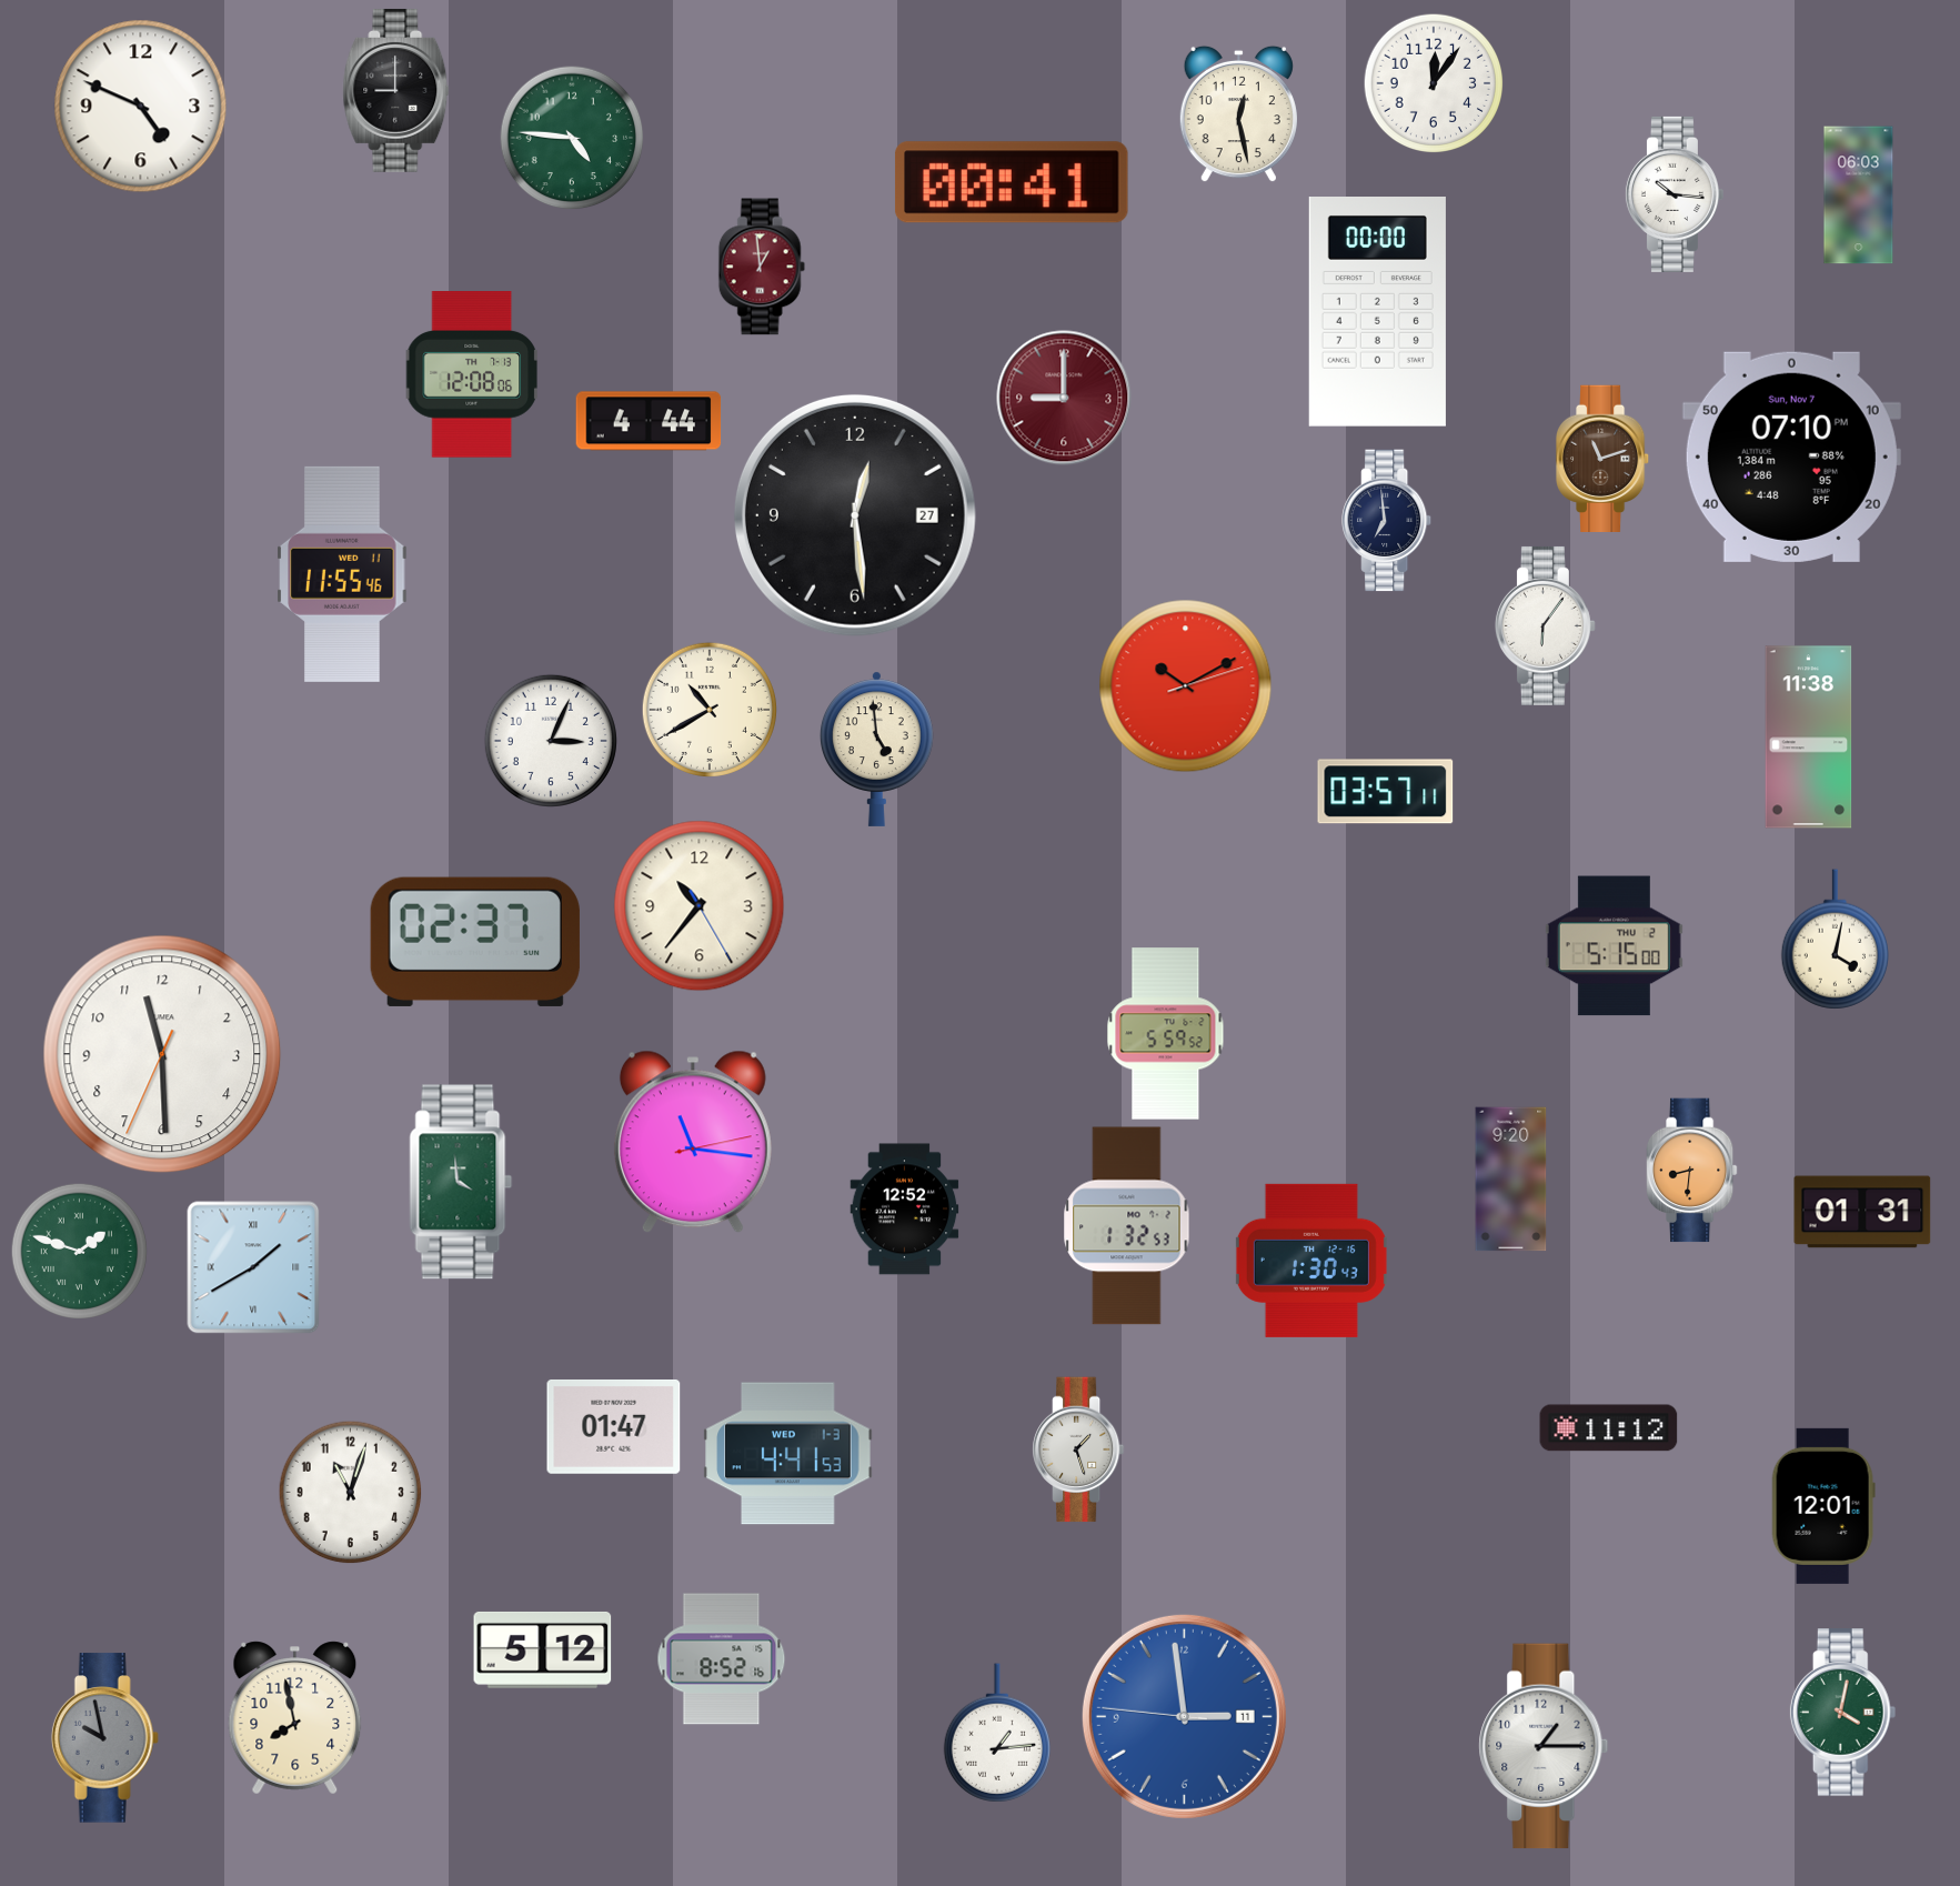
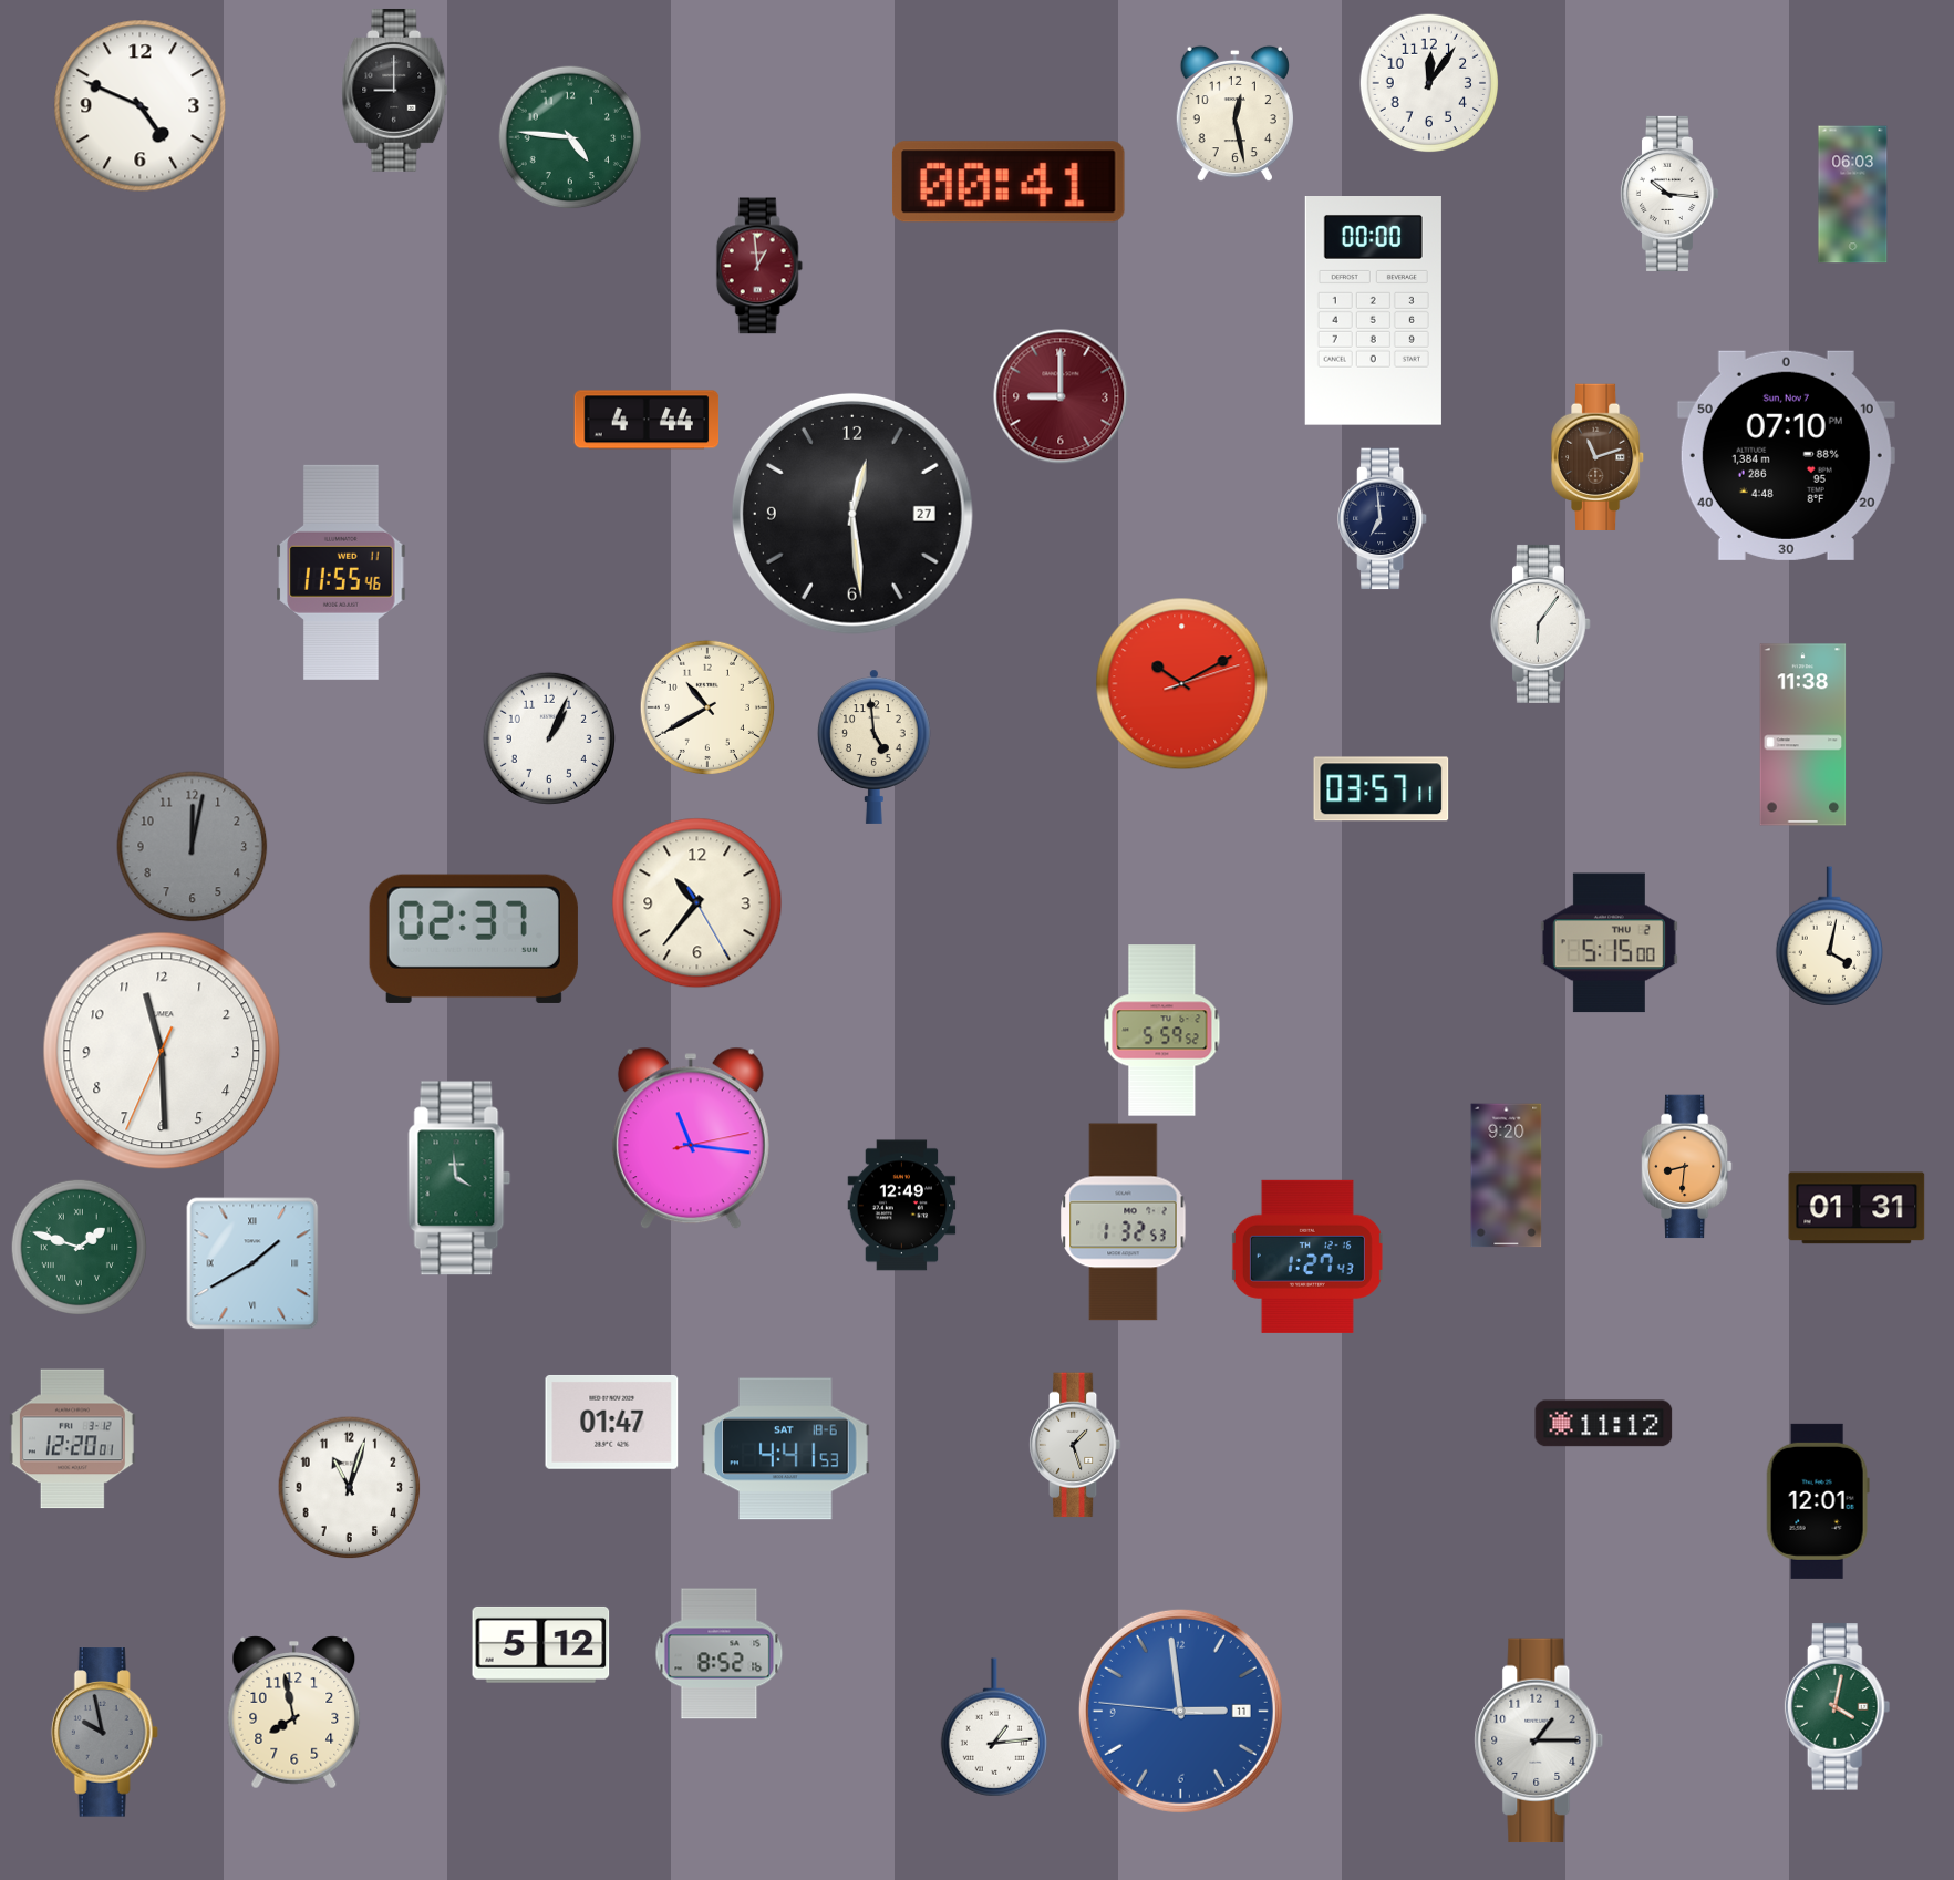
clock at (472, 375): 12:08 -> none
clock at (551, 741): 3:04 -> 1:04
clock at (193, 847): none -> 12:02
clock at (905, 1210): 12:52 -> 12:49
clock at (1311, 1261): 1:30 -> 1:27
clock at (72, 1439): none -> 12:20
clock at (788, 1454) date: WED 1-3 -> SAT 18-6
